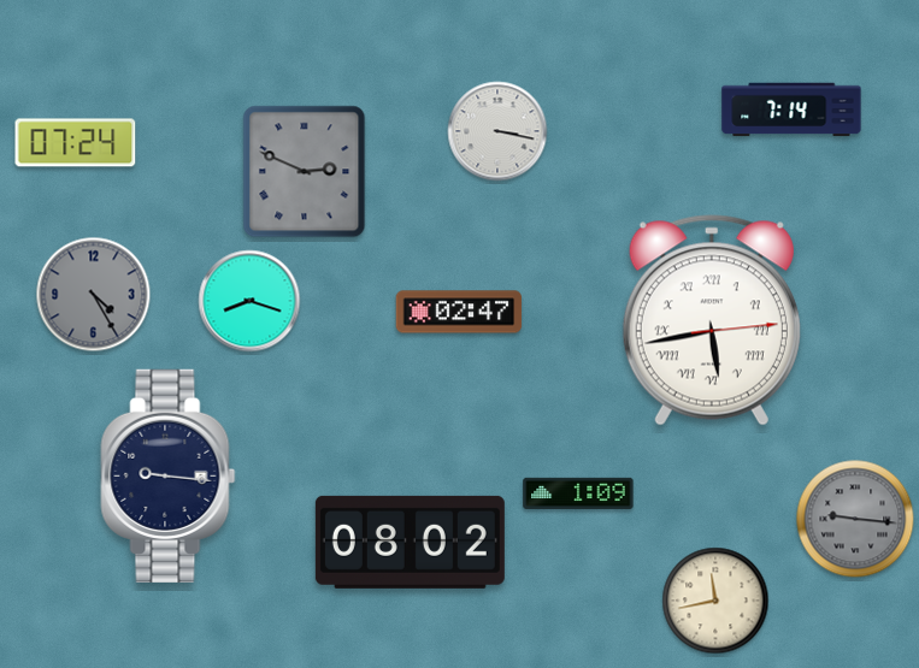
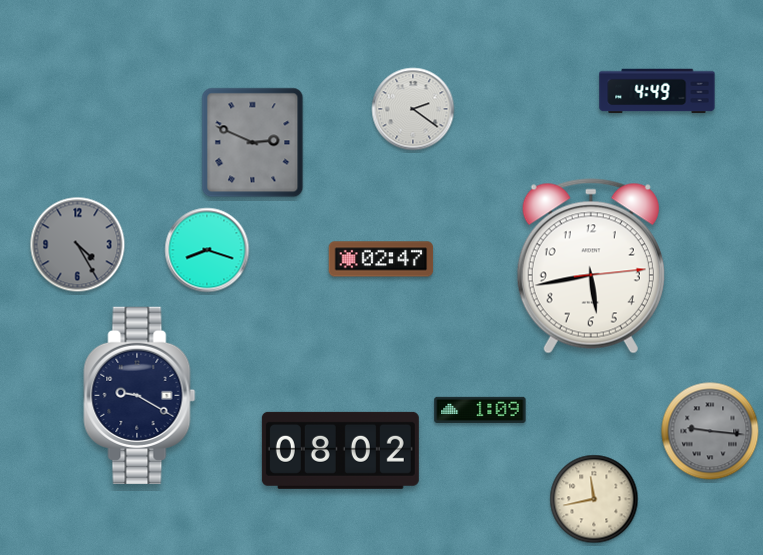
clock at (791, 110): 7:14 -> 4:49
clock at (497, 131): 3:17 -> 2:21
clock at (76, 143): 07:24 -> none
clock at (712, 320) numerals: Roman -> Arabic
clock at (169, 475): 9:16 -> 9:20
